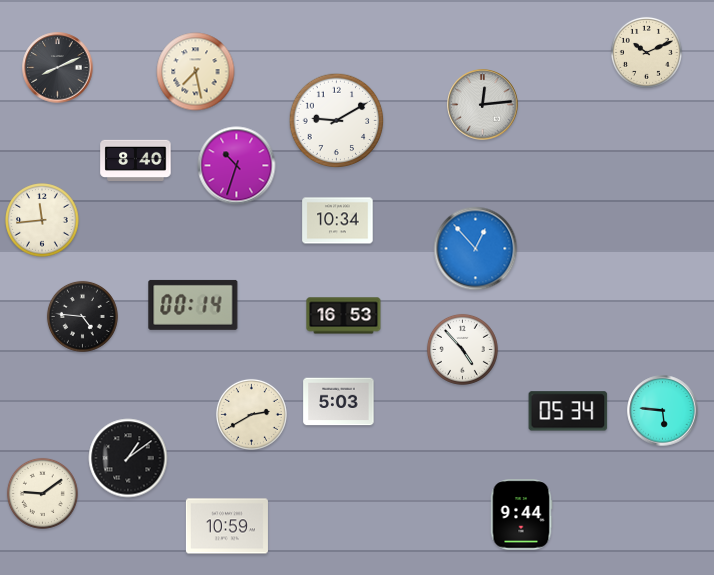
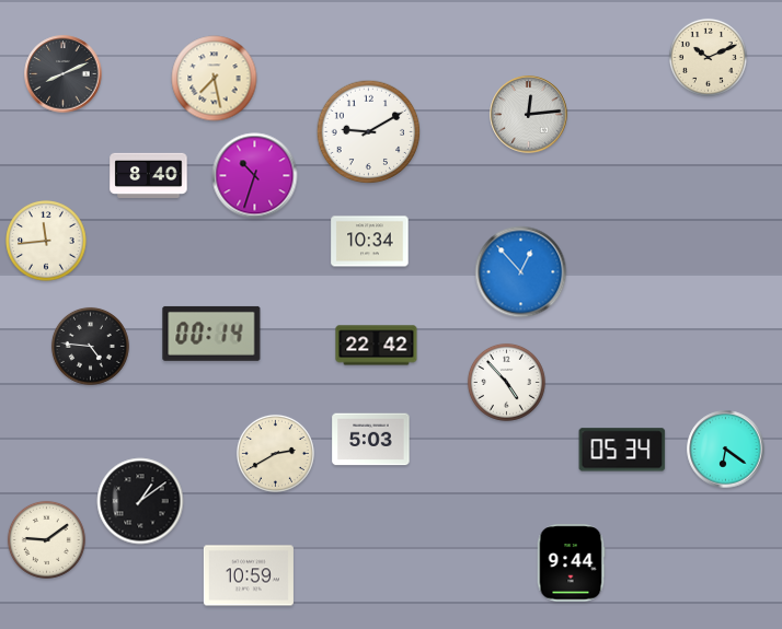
clock at (237, 166) position: (237, 166) -> (255, 176)
clock at (344, 316): 16:53 -> 22:42
clock at (663, 411): 5:46 -> 6:21
